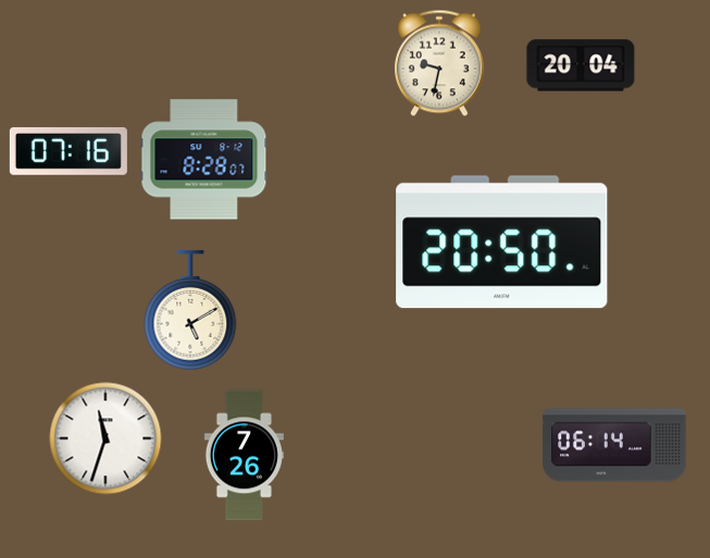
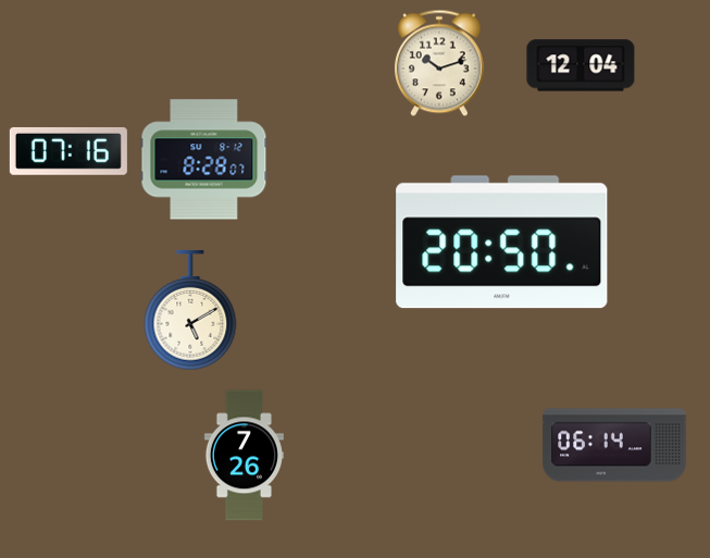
clock at (439, 63): 9:32 -> 10:12
clock at (581, 65): 20:04 -> 12:04
clock at (105, 438): 11:33 -> none
